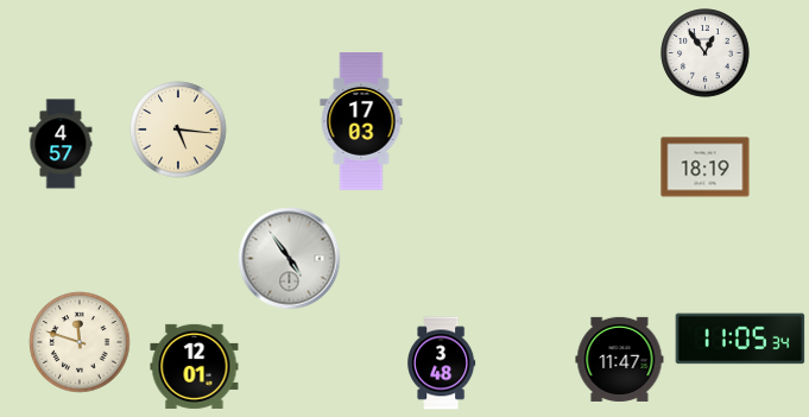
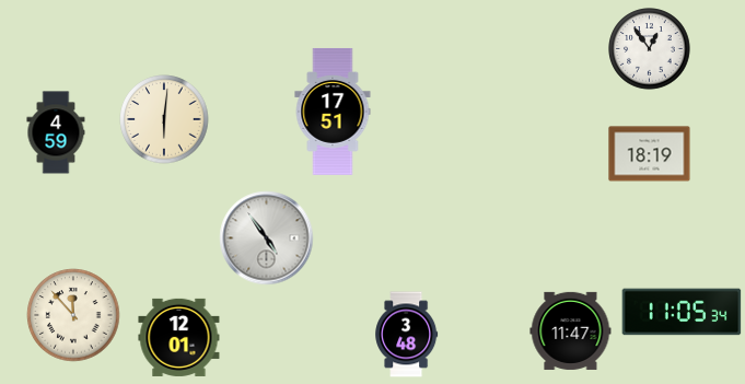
clock at (361, 121): 17:03 -> 17:51
clock at (178, 129): 5:16 -> 6:01
clock at (61, 144): 4:57 -> 4:59
clock at (80, 342): 11:48 -> 11:53
